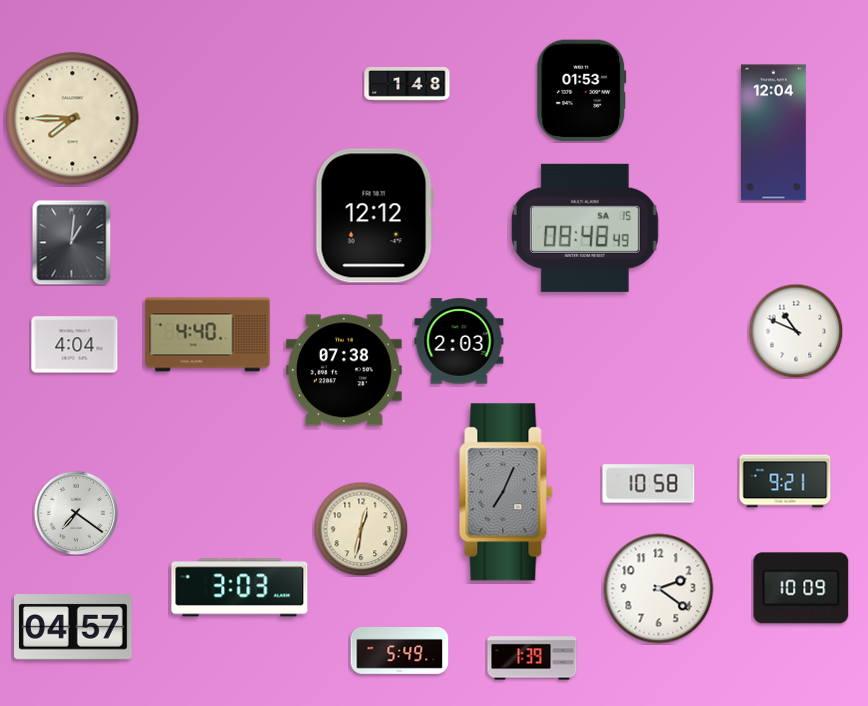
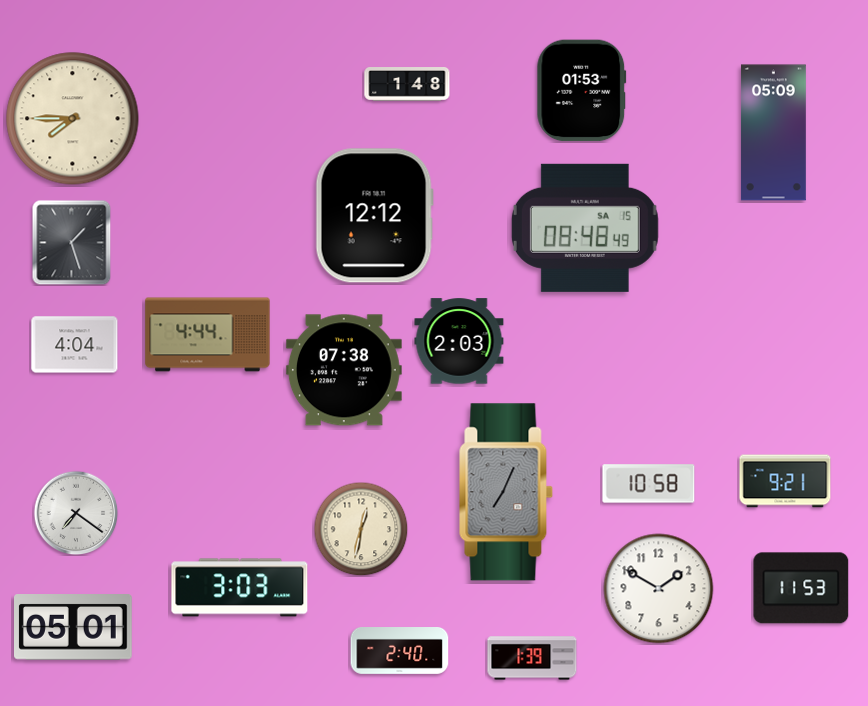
clock at (773, 133): 12:04 -> 05:09
clock at (72, 242): 1:01 -> 1:27
clock at (796, 331): 10:49 -> none
clock at (208, 335): 4:40 -> 4:44
clock at (801, 588): 10:09 -> 11:53
clock at (659, 589): 2:21 -> 1:50
clock at (74, 628): 04:57 -> 05:01
clock at (400, 651): 5:49 -> 2:40
